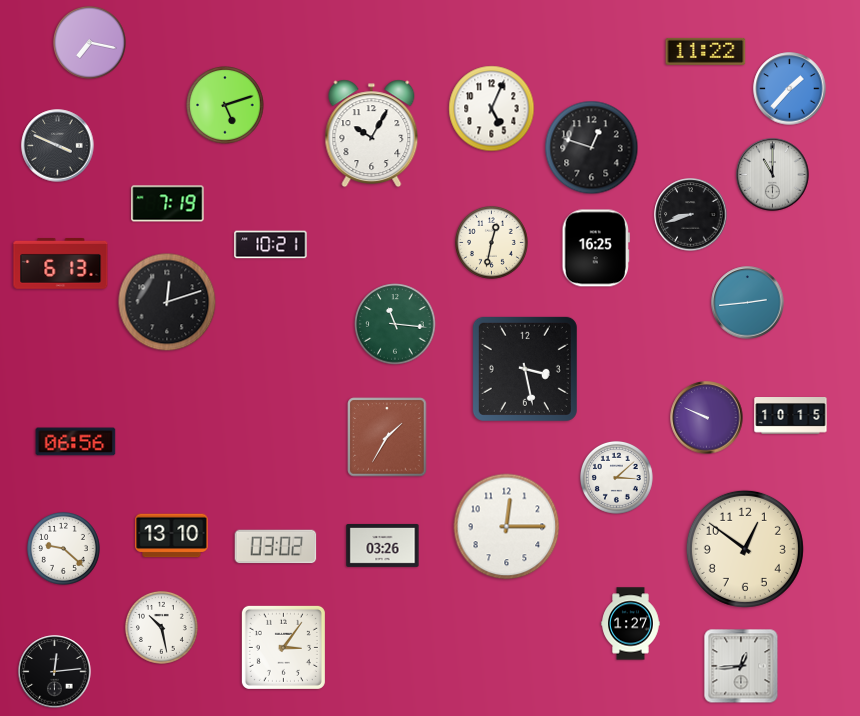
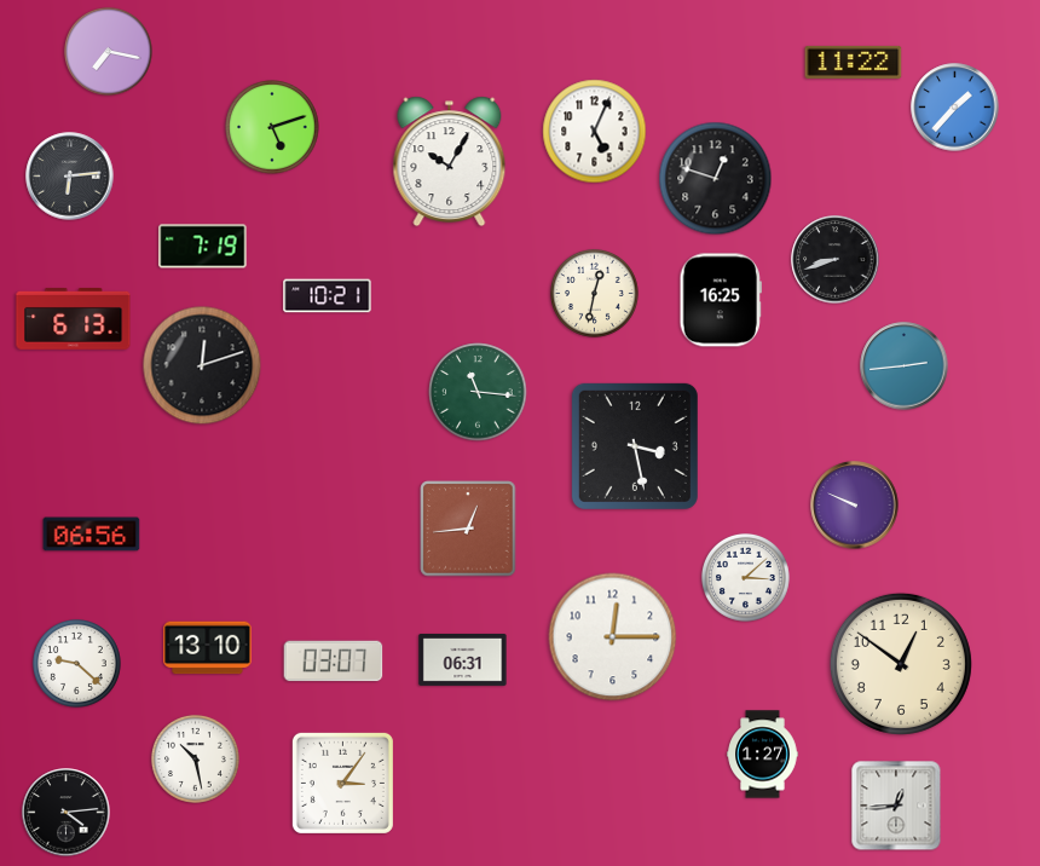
clock at (58, 146): 3:49 -> 6:14
clock at (773, 175): 11:00 -> none
clock at (791, 416): 10:15 -> none
clock at (387, 437): 1:35 -> 12:44
clock at (383, 545): 03:26 -> 06:31
clock at (276, 547): 03:02 -> 03:07
clock at (55, 672): 12:14 -> 4:14
